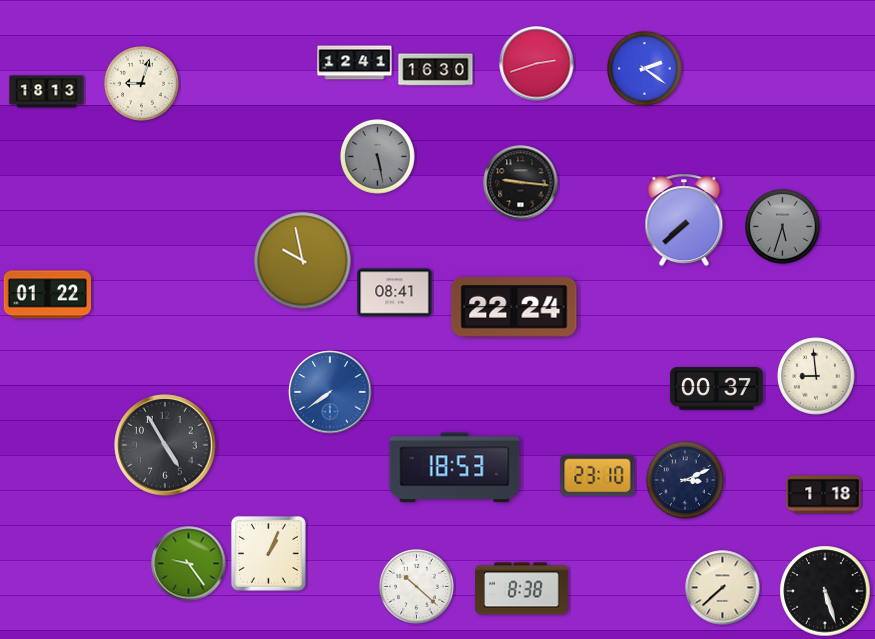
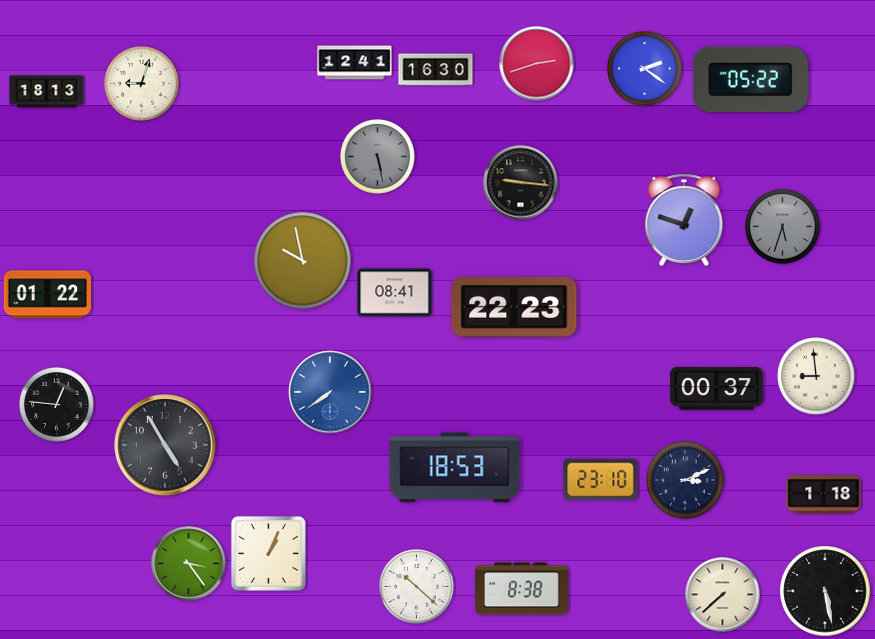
clock at (750, 80): none -> 05:22
clock at (684, 220): 7:38 -> 12:48
clock at (514, 307): 22:24 -> 22:23
clock at (57, 405): none -> 12:46
clock at (598, 476) position: (598, 476) -> (601, 480)
clock at (189, 564): 9:24 -> 3:24
clock at (723, 588) position: (723, 588) -> (723, 595)
clock at (825, 591): 5:27 -> 5:28
